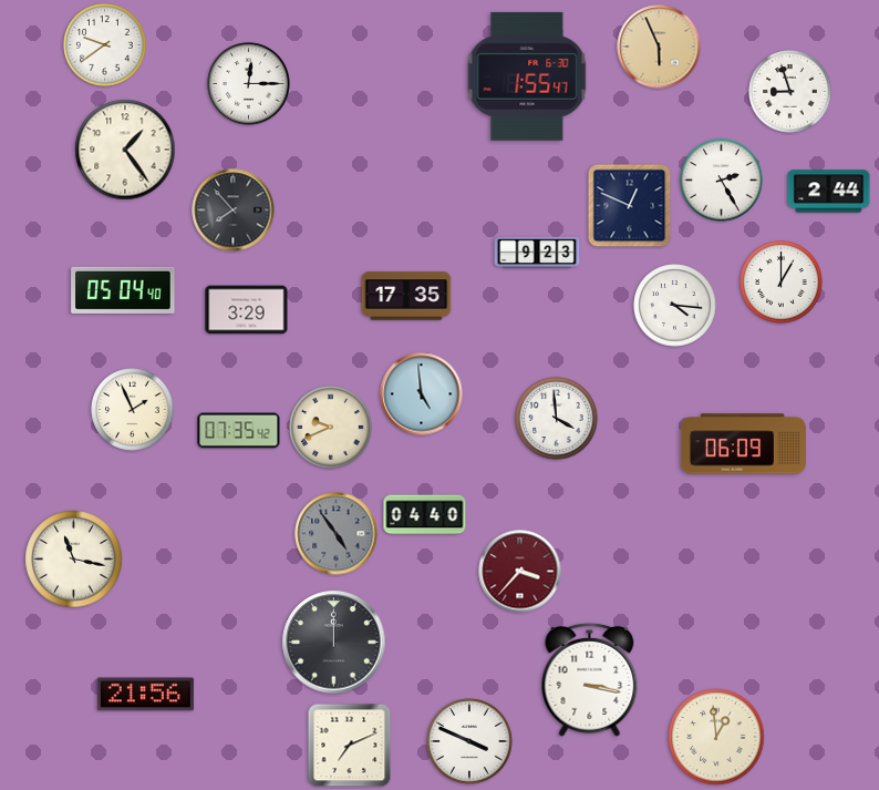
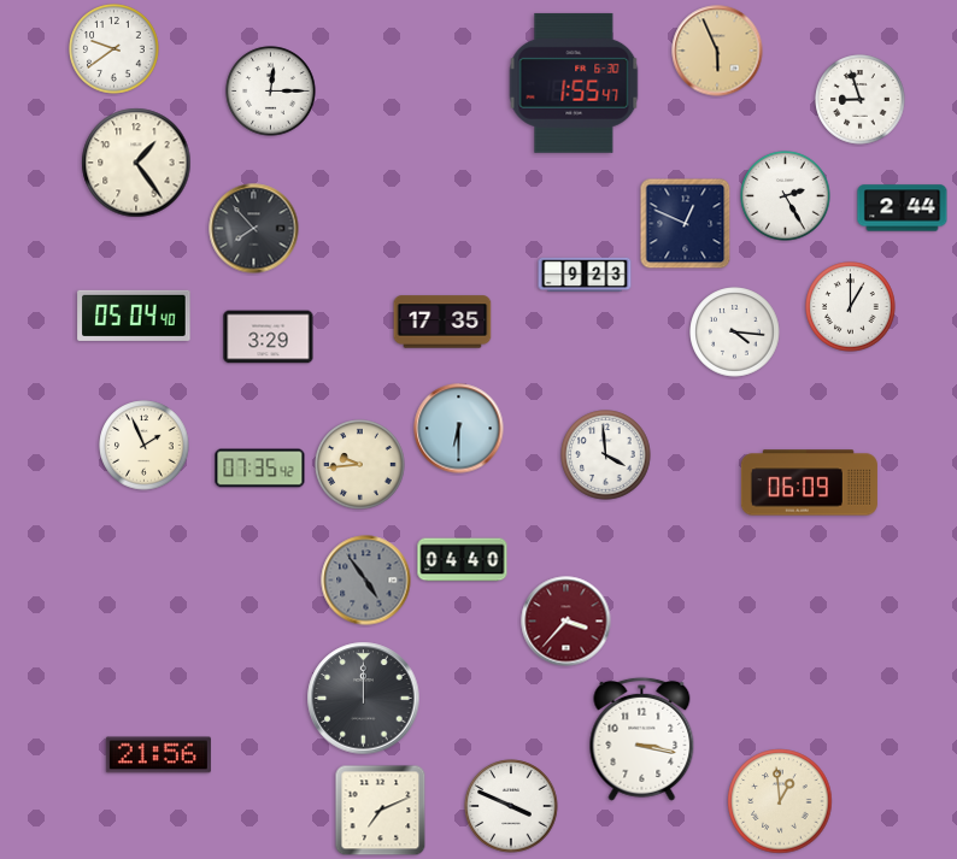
clock at (422, 394): 4:59 -> 6:30
clock at (331, 428): 9:41 -> 9:44
clock at (74, 560): 11:17 -> none
